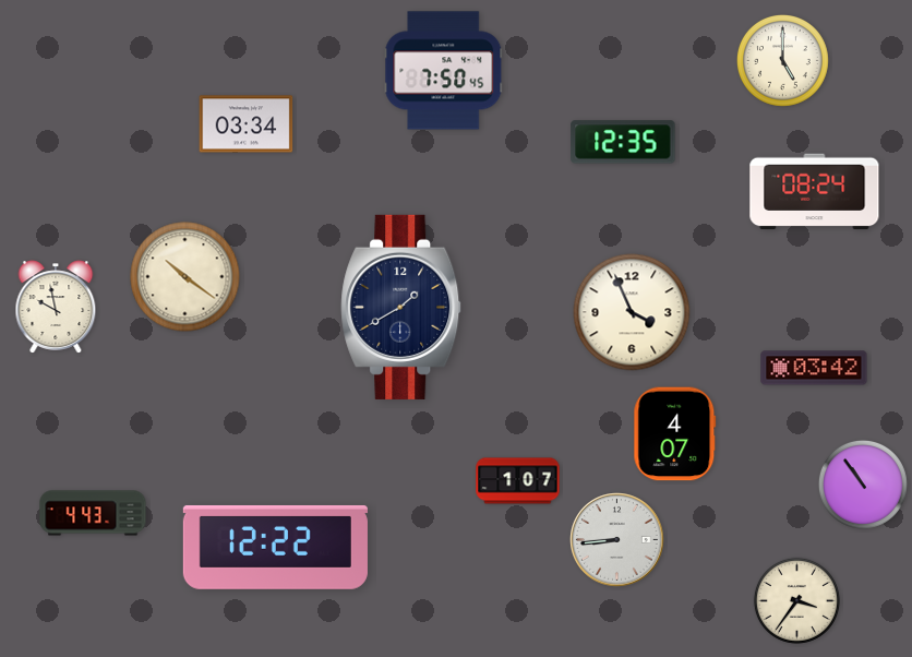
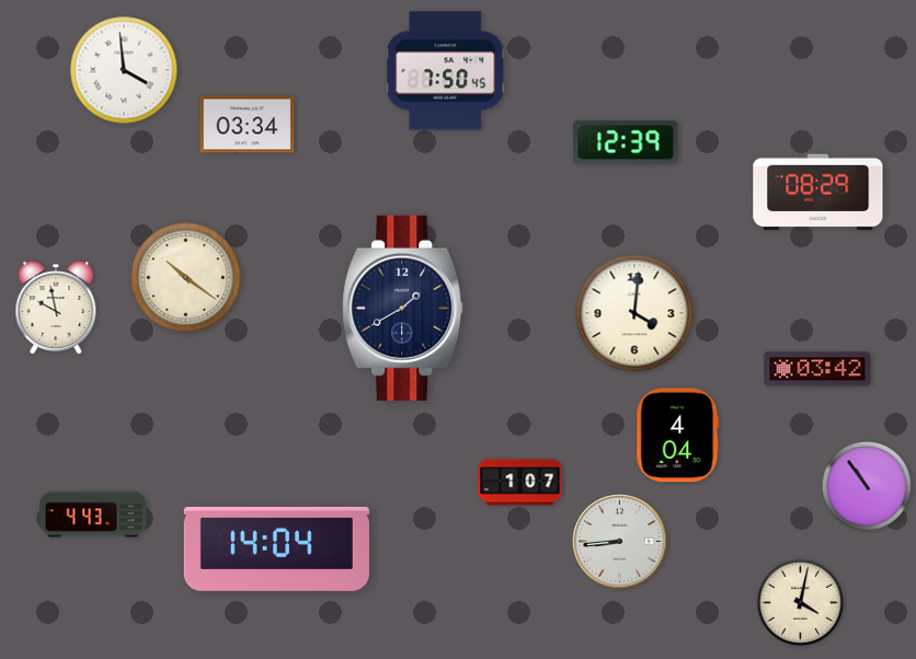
clock at (782, 60): 5:00 -> none
clock at (124, 70): none -> 3:59
clock at (623, 142): 12:35 -> 12:39
clock at (815, 192): 08:24 -> 08:29
clock at (632, 312): 3:56 -> 4:01
clock at (675, 434): 4:07 -> 4:04
clock at (275, 547): 12:22 -> 14:04
clock at (796, 600): 3:36 -> 4:02
